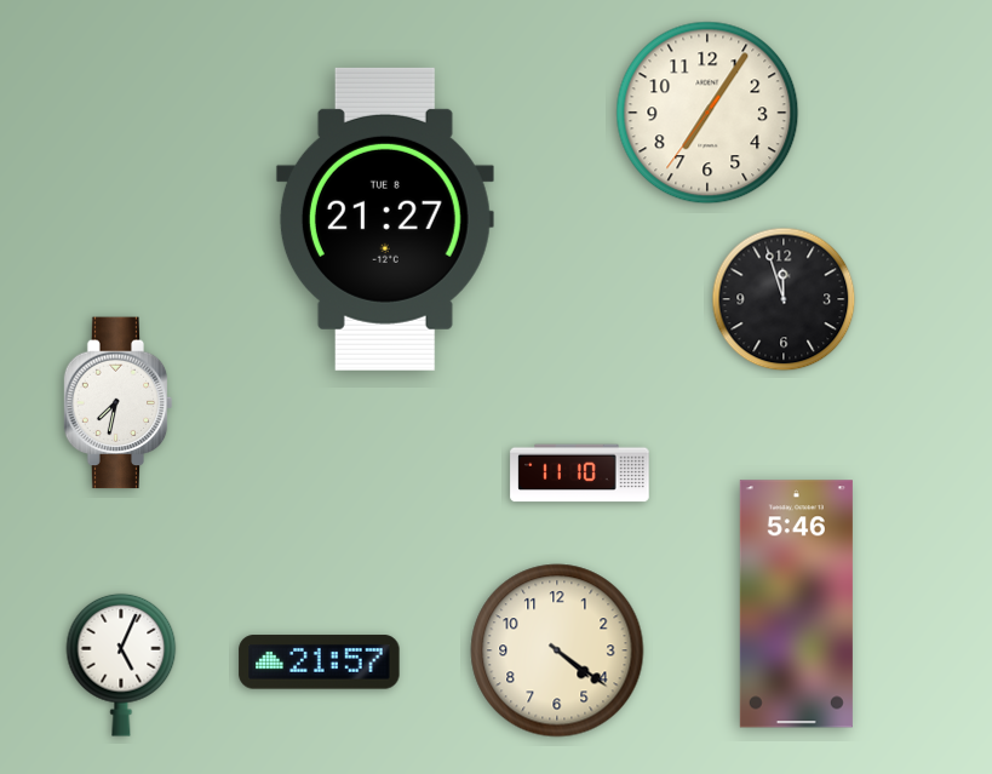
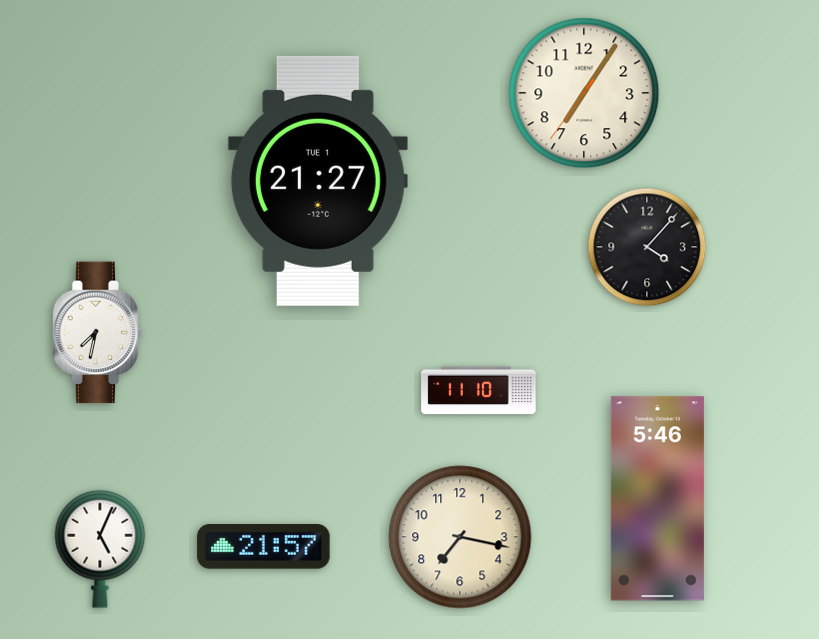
clock at (385, 219) date: TUE 8 -> TUE 1
clock at (784, 299): 11:57 -> 4:07
clock at (557, 650): 4:21 -> 7:17
